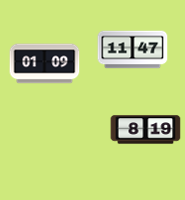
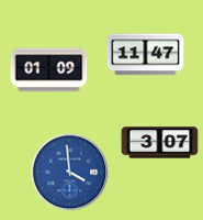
clock at (146, 130): 8:19 -> 3:07
clock at (70, 173): none -> 3:59
